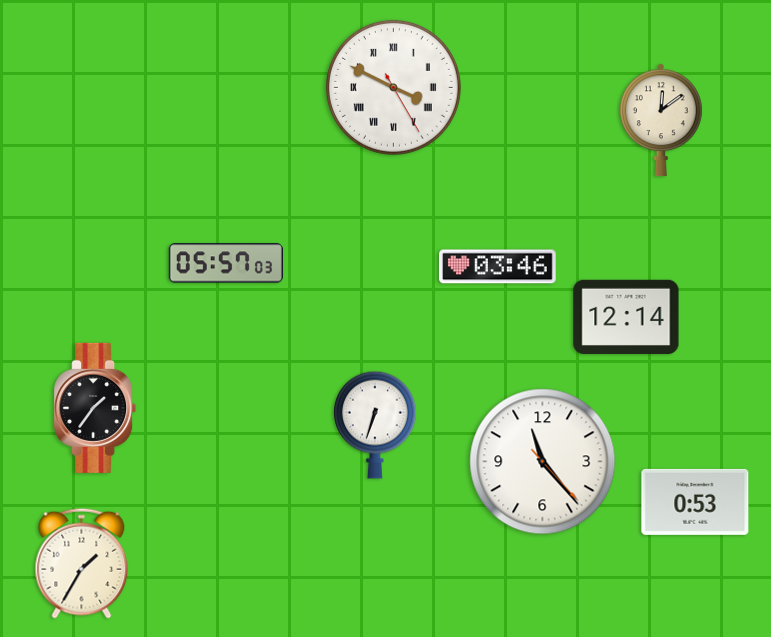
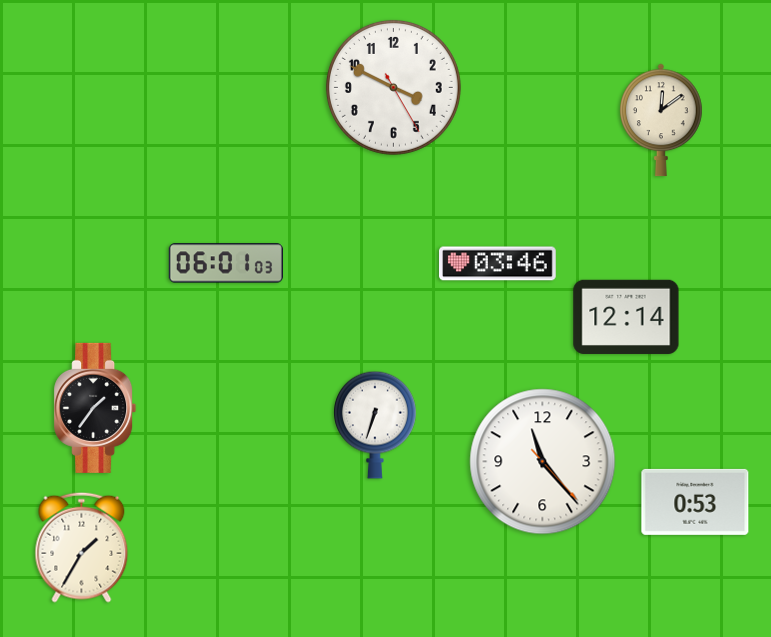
clock at (393, 87) numerals: Roman -> Arabic
clock at (226, 263): 05:57 -> 06:01
clock at (498, 267) position: (498, 267) -> (498, 264)
clock at (82, 563) position: (82, 563) -> (82, 547)
